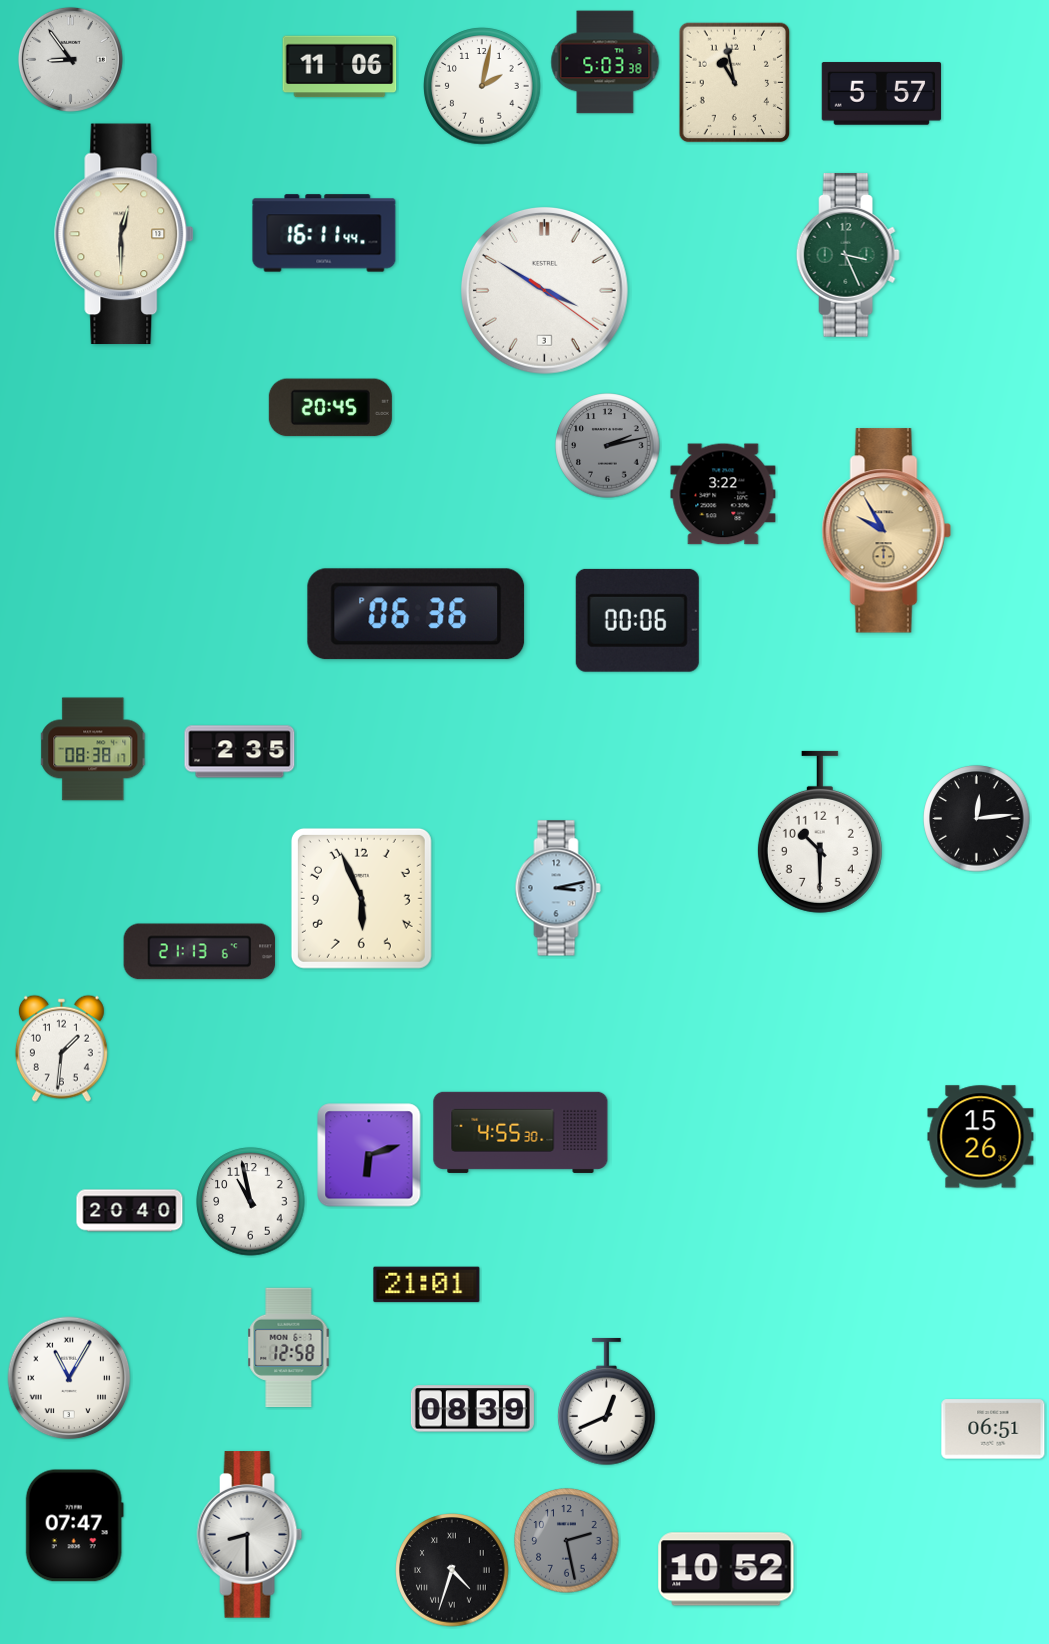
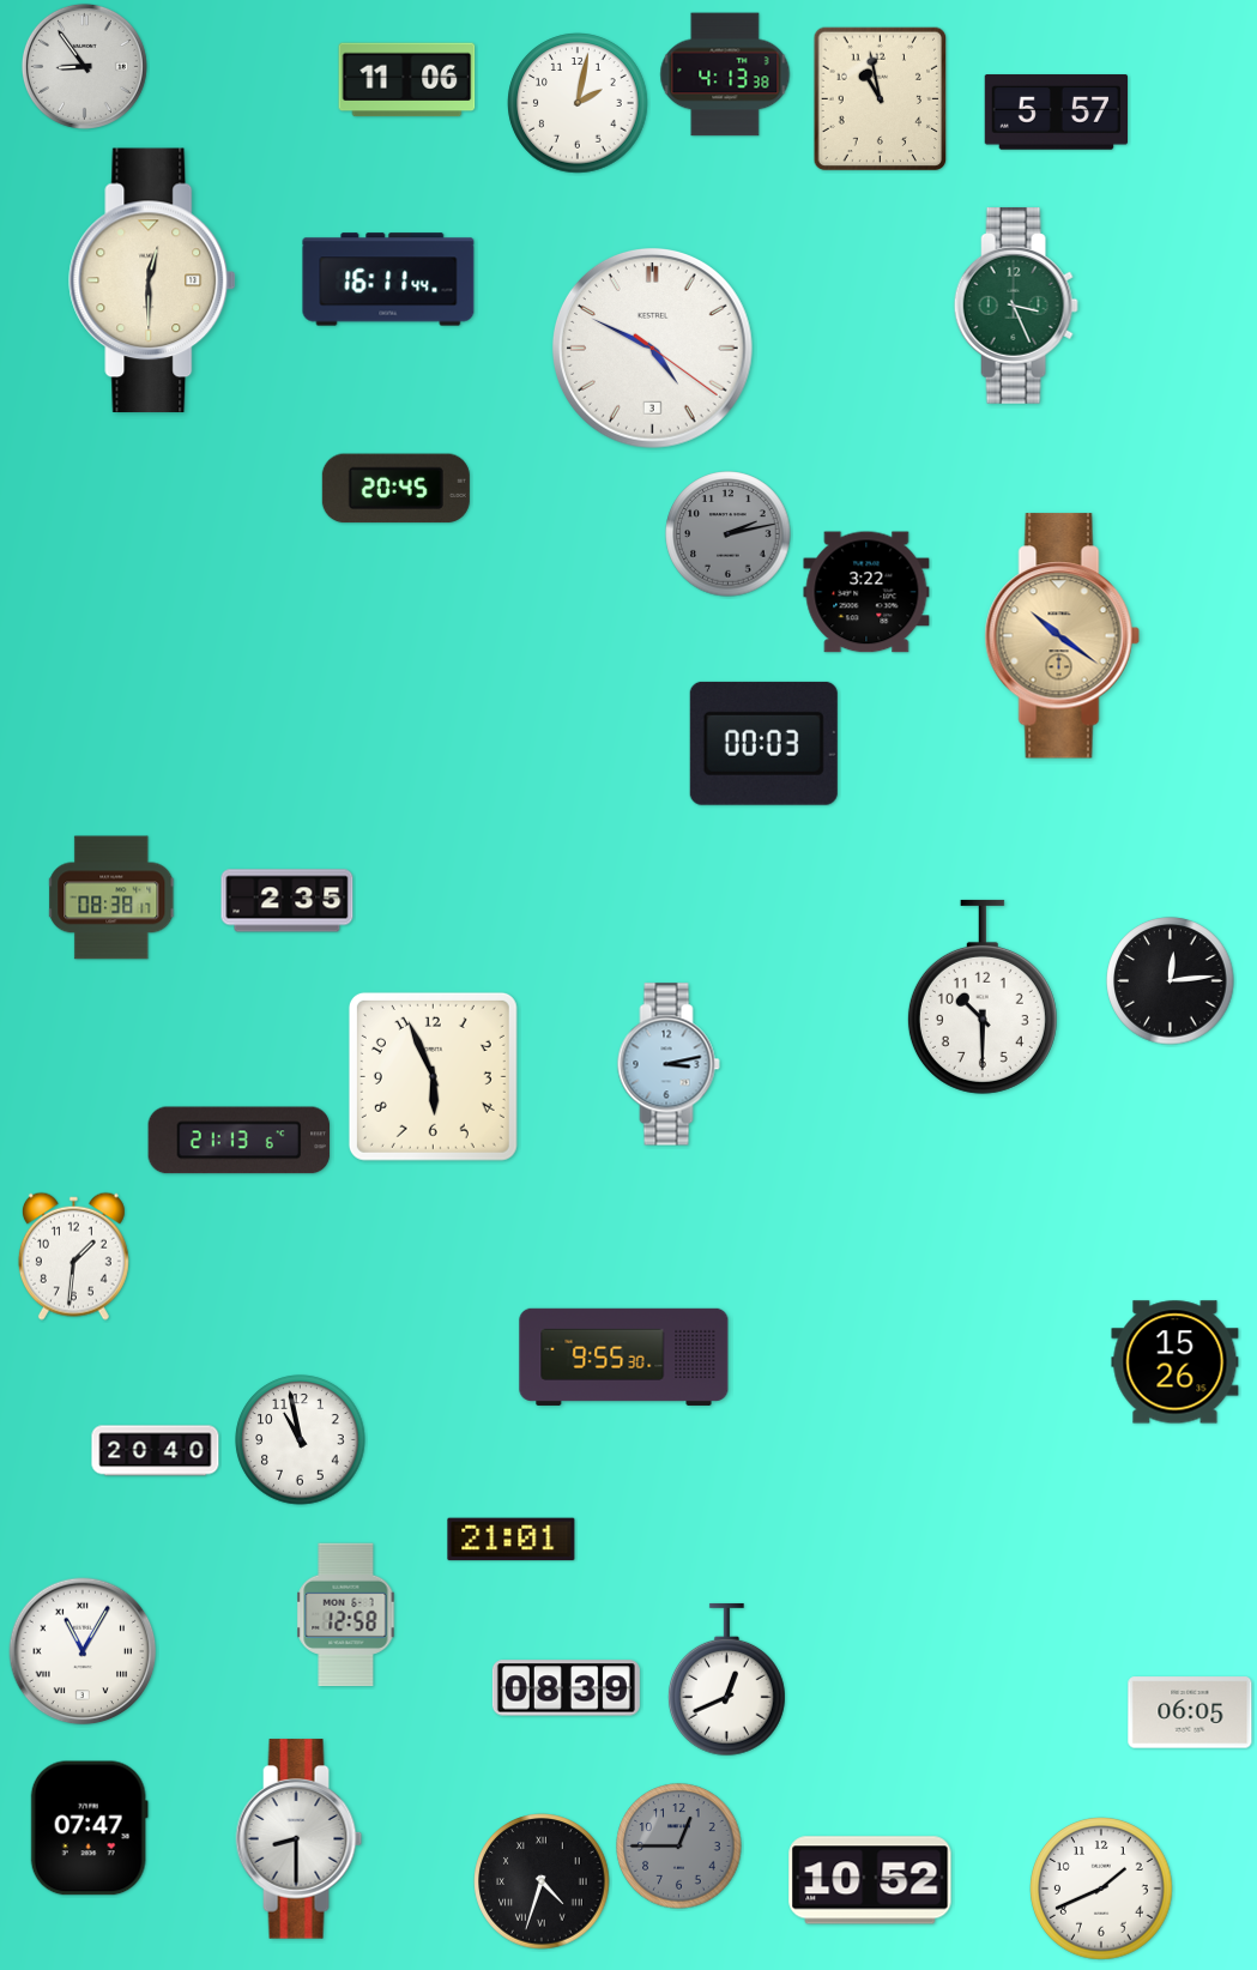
clock at (70, 59) position: (70, 59) -> (84, 66)
clock at (605, 62): 5:03 -> 4:13
clock at (125, 234) position: (125, 234) -> (153, 280)
clock at (544, 290): 3:50 -> 4:49
clock at (886, 531): 9:55 -> 10:21
clock at (416, 614): 06:36 -> none
clock at (637, 620): 00:06 -> 00:03
clock at (521, 1132): 4:55 -> 9:55
clock at (369, 1155): 6:12 -> none
clock at (993, 1429): 06:51 -> 06:05
clock at (567, 1541): 2:28 -> 12:45
clock at (1101, 1889): none -> 1:41
